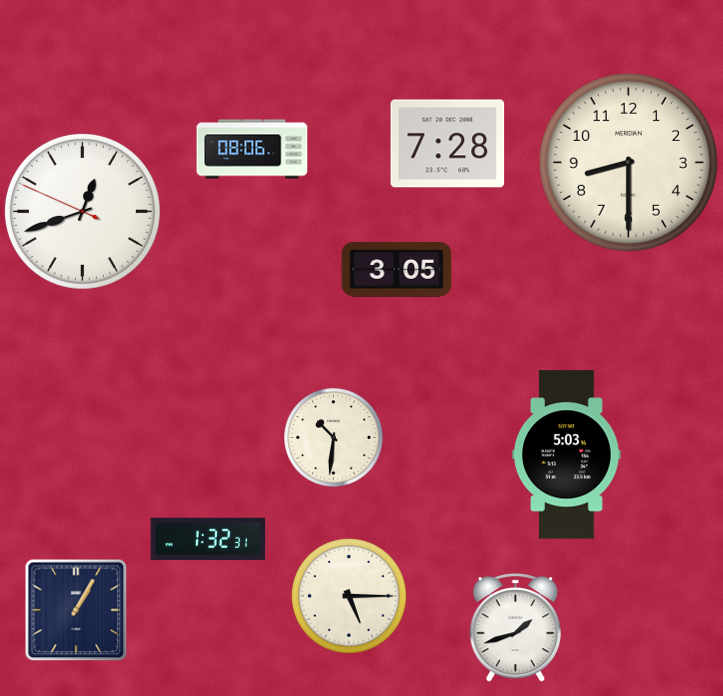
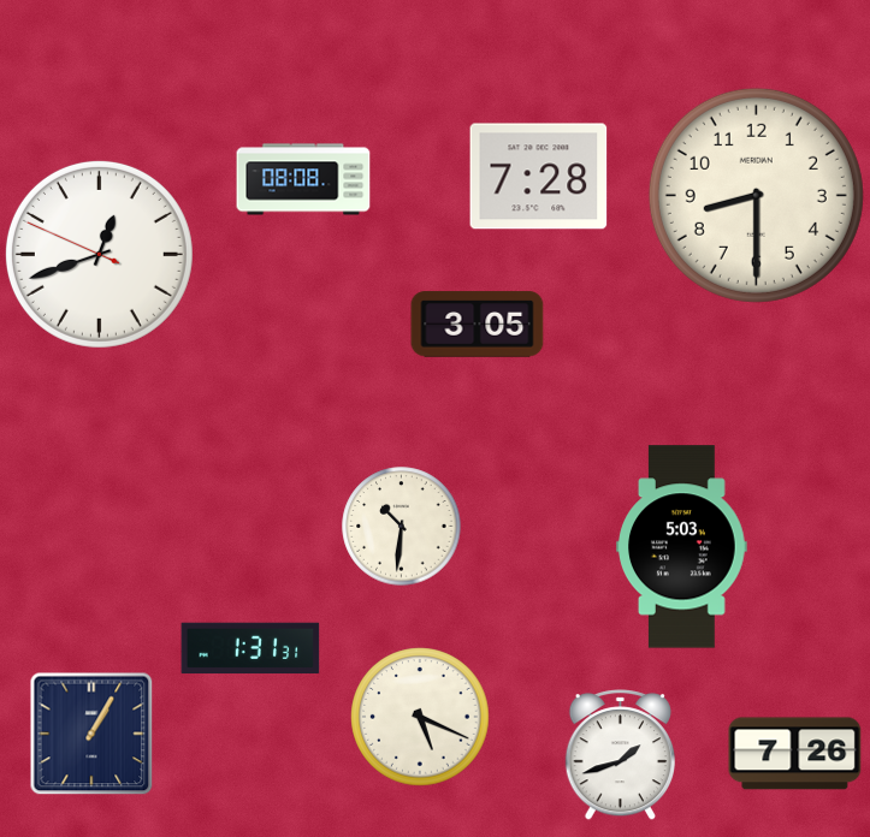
clock at (448, 144) position: (448, 144) -> (539, 177)
clock at (252, 149): 08:06 -> 08:08
clock at (208, 539): 1:32 -> 1:31
clock at (349, 596): 5:15 -> 5:19
clock at (795, 754): none -> 7:26
